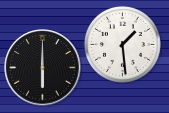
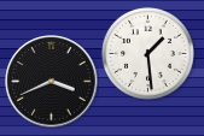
clock at (43, 68): 6:00 -> 3:41
